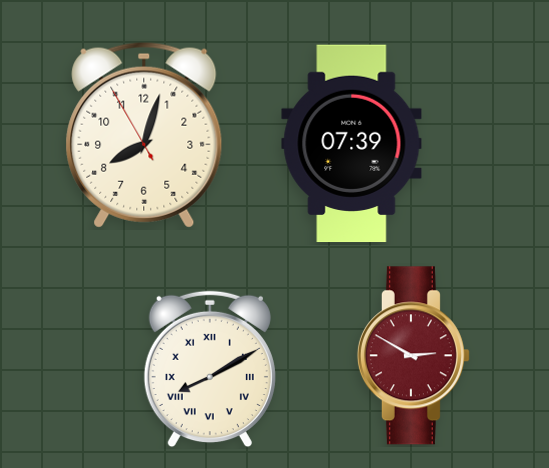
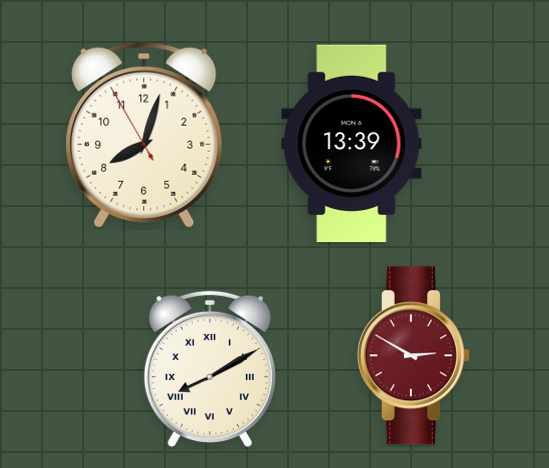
clock at (352, 144): 07:39 -> 13:39
